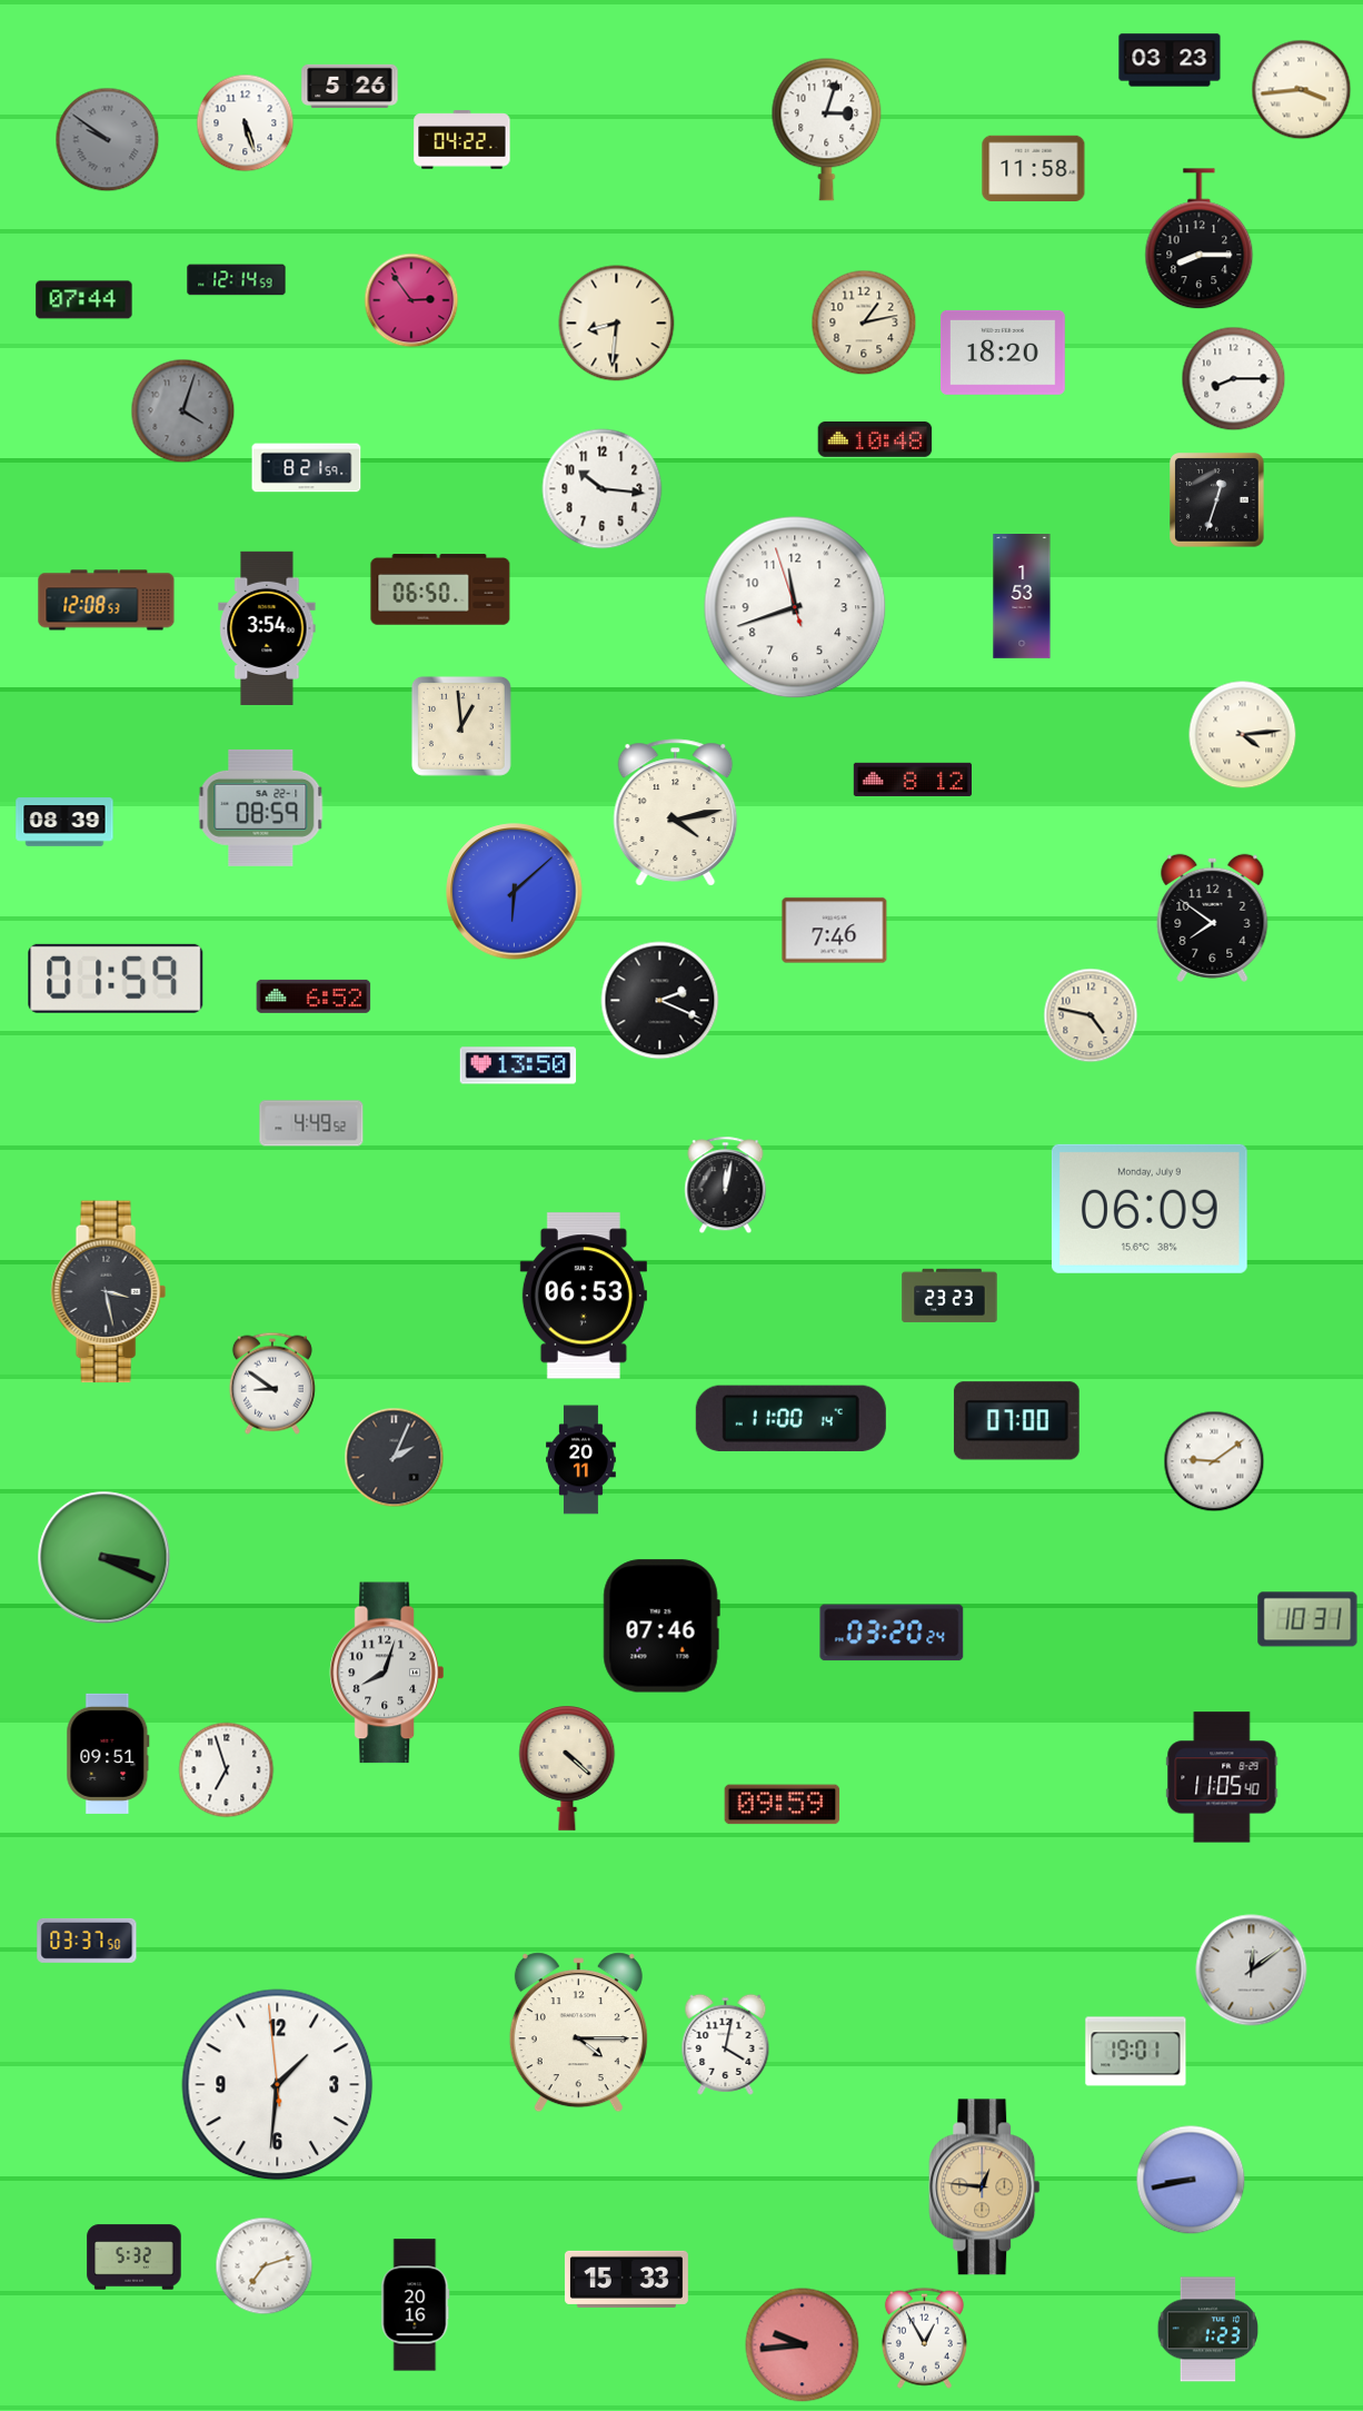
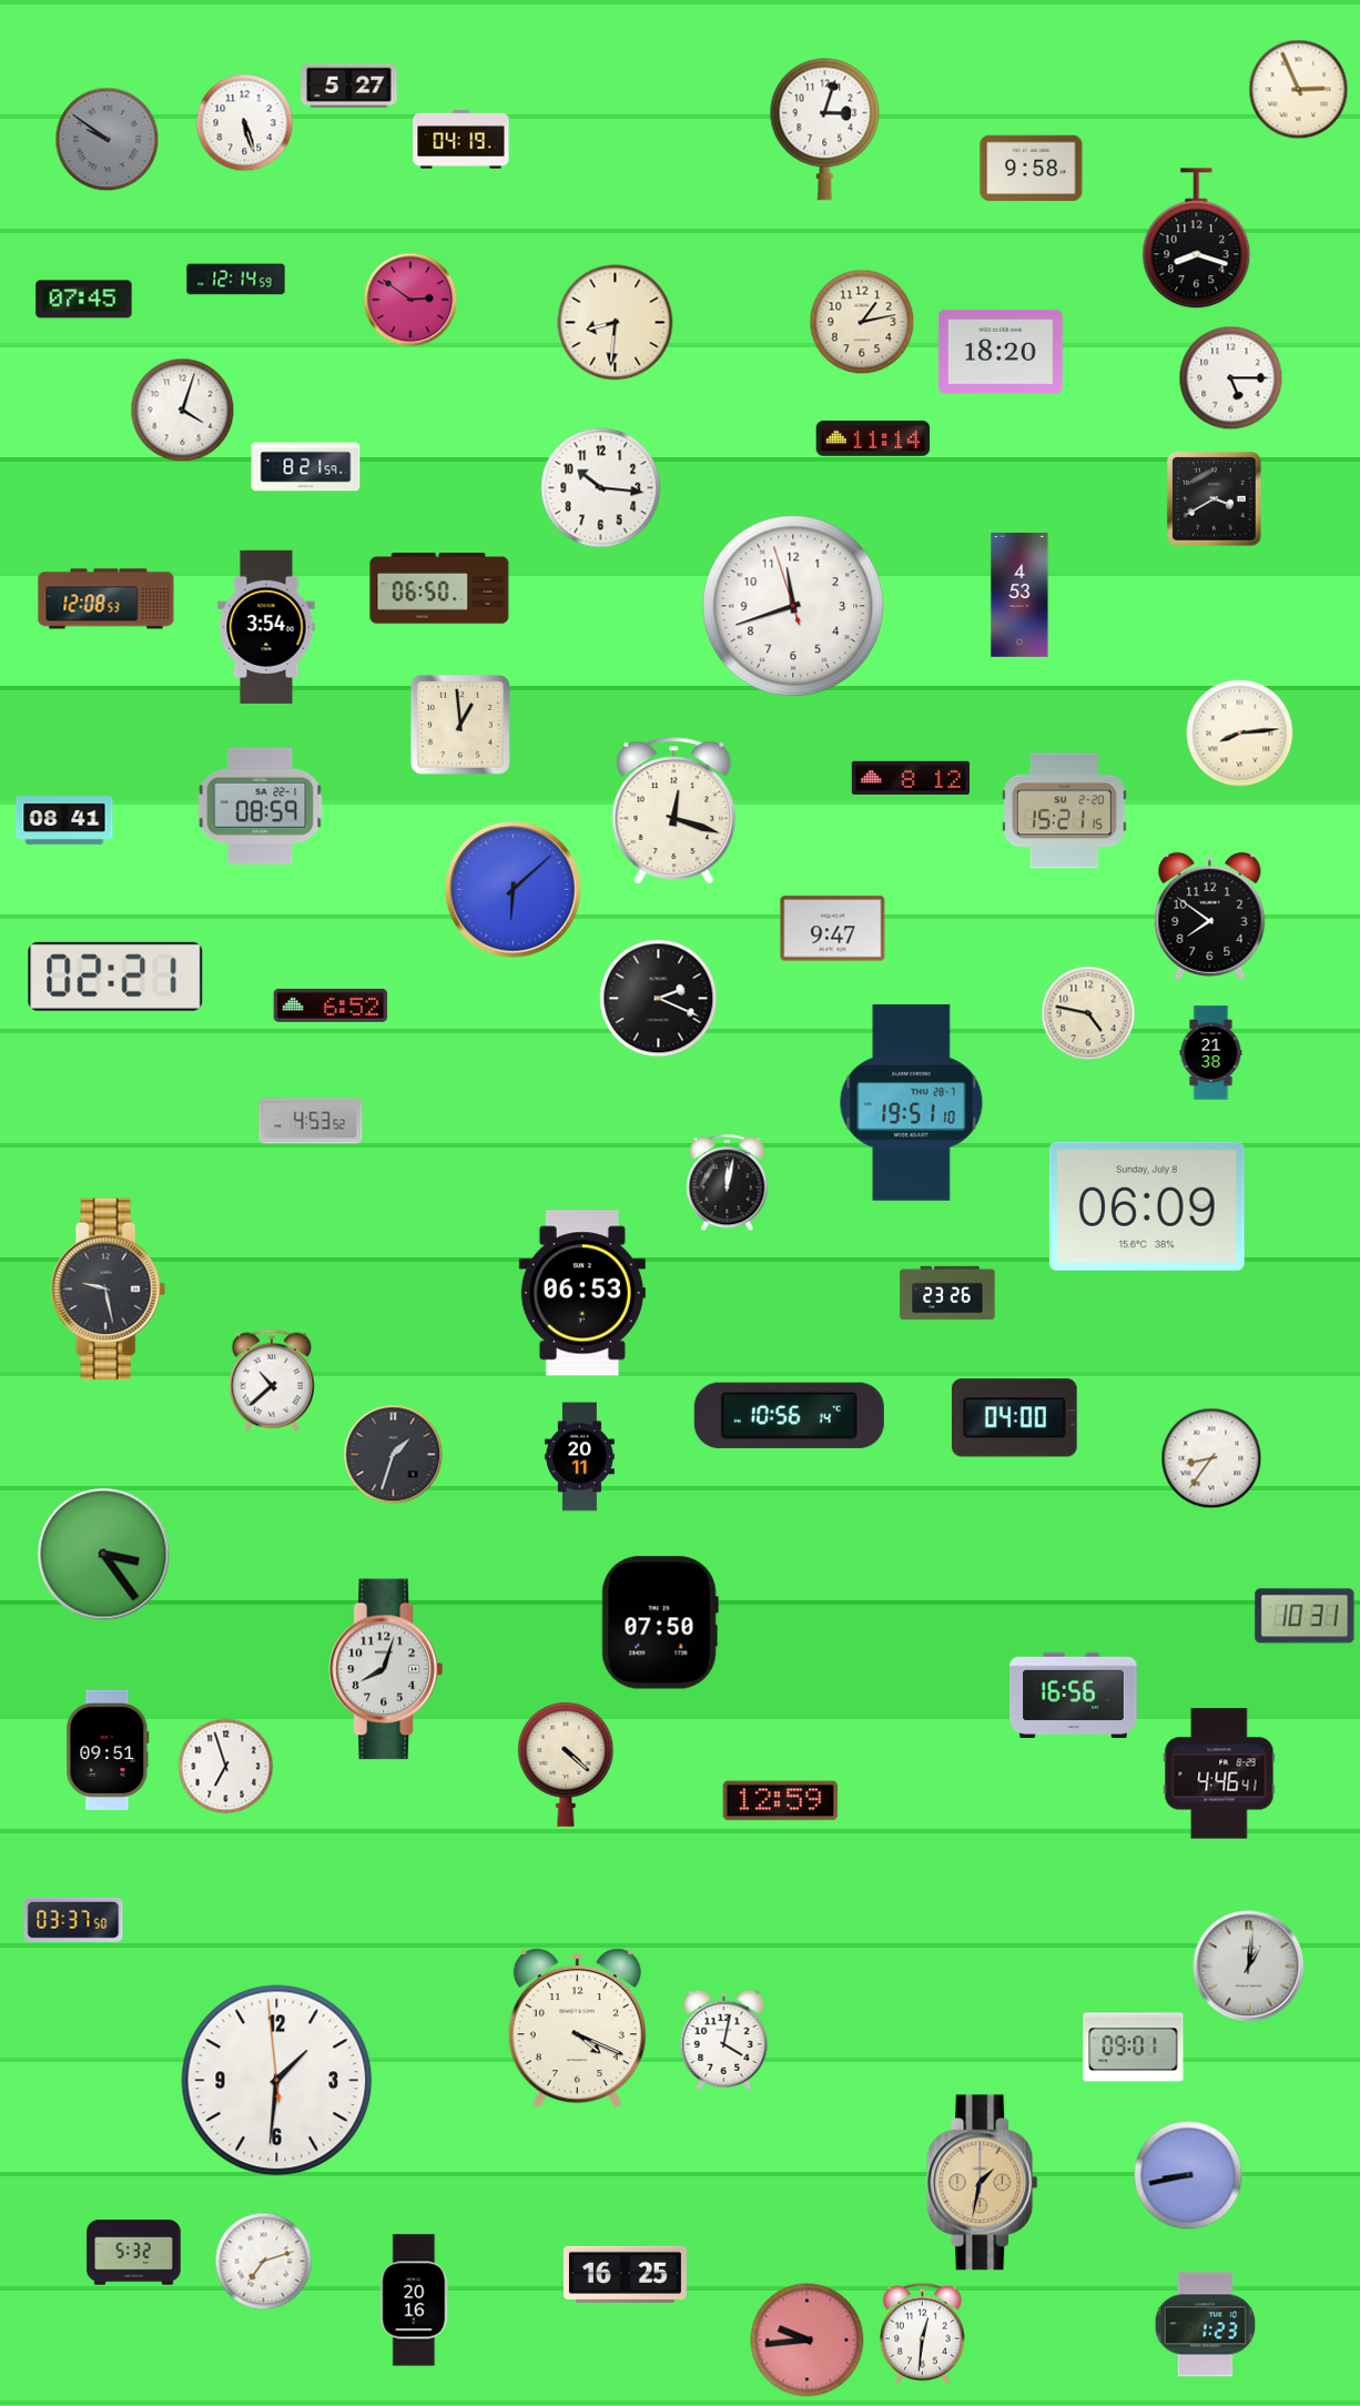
clock at (1170, 60): 03:23 -> none
clock at (350, 86): 5:26 -> 5:27
clock at (1302, 90): 3:44 -> 2:56
clock at (462, 140): 04:22 -> 04:19
clock at (1034, 169): 11:58 -> 9:58
clock at (1200, 239): 8:15 -> 8:18
clock at (84, 300): 07:44 -> 07:45
clock at (411, 300): 2:54 -> 2:51
clock at (1234, 379): 8:15 -> 5:15
clock at (183, 411) dial: grey -> white
clock at (875, 440): 10:48 -> 11:14
clock at (1217, 500): 12:33 -> 3:40
clock at (1022, 597): 1:53 -> 4:53
clock at (1243, 735): 4:14 -> 8:14
clock at (676, 813): 4:13 -> 12:18
clock at (1065, 811): none -> 15:21
clock at (64, 822): 08:39 -> 08:41
clock at (835, 931): 7:46 -> 9:47
clock at (116, 979): 01:59 -> 02:21
clock at (314, 996) position: (314, 996) -> (331, 1005)
clock at (1211, 1053): none -> 21:38
clock at (518, 1065): 13:50 -> none
clock at (912, 1103): none -> 19:51
clock at (311, 1123): 4:49 -> 4:53
clock at (726, 1185) position: (726, 1185) -> (728, 1183)
clock at (1150, 1209) date: Monday, July 9 -> Sunday, July 8
clock at (108, 1292): 3:28 -> 9:28
clock at (949, 1296): 23:23 -> 23:26
clock at (272, 1383): 8:51 -> 10:38
clock at (790, 1418): 11:00 -> 10:56
clock at (1016, 1421): 07:00 -> 04:00
clock at (395, 1458): 2:04 -> 1:33
clock at (1214, 1461): 9:09 -> 8:36
clock at (105, 1558): 3:19 -> 3:24
clock at (661, 1626): 07:46 -> 07:50
clock at (892, 1633): 03:20 -> none
clock at (1074, 1696): none -> 16:56
clock at (1222, 1777): 11:05 -> 4:46
clock at (783, 1805): 09:59 -> 12:59
clock at (87, 1941) position: (87, 1941) -> (73, 1920)
clock at (1252, 1971): 12:09 -> 1:01
clock at (578, 2033): 4:15 -> 4:19
clock at (1136, 2052): 19:01 -> 09:01
clock at (985, 2187): 12:46 -> 1:32
clock at (626, 2279): 15:33 -> 16:25
clock at (924, 2338): 12:55 -> 12:31
clock at (803, 2345) position: (803, 2345) -> (808, 2341)
